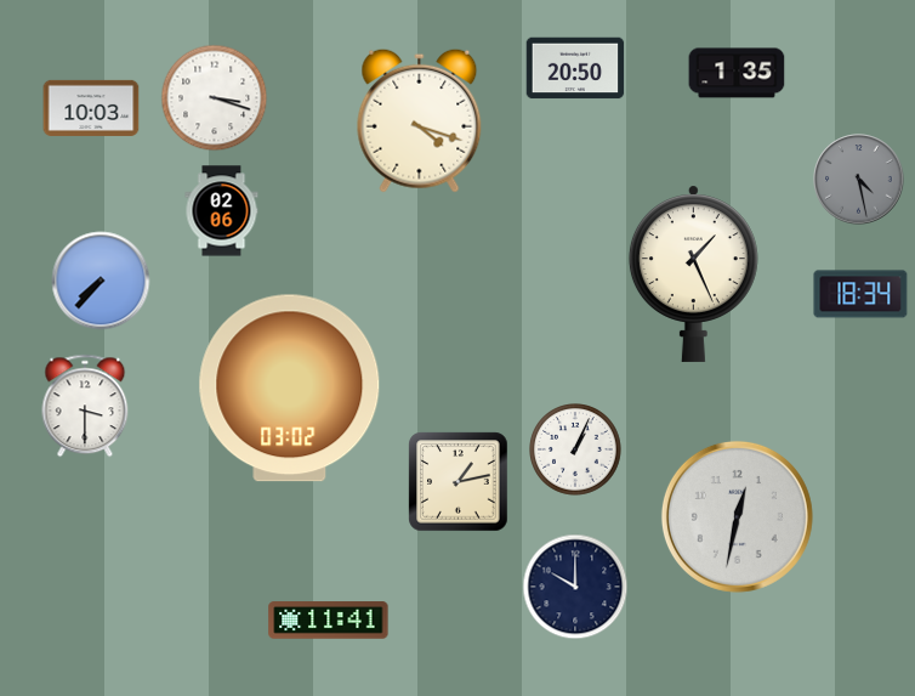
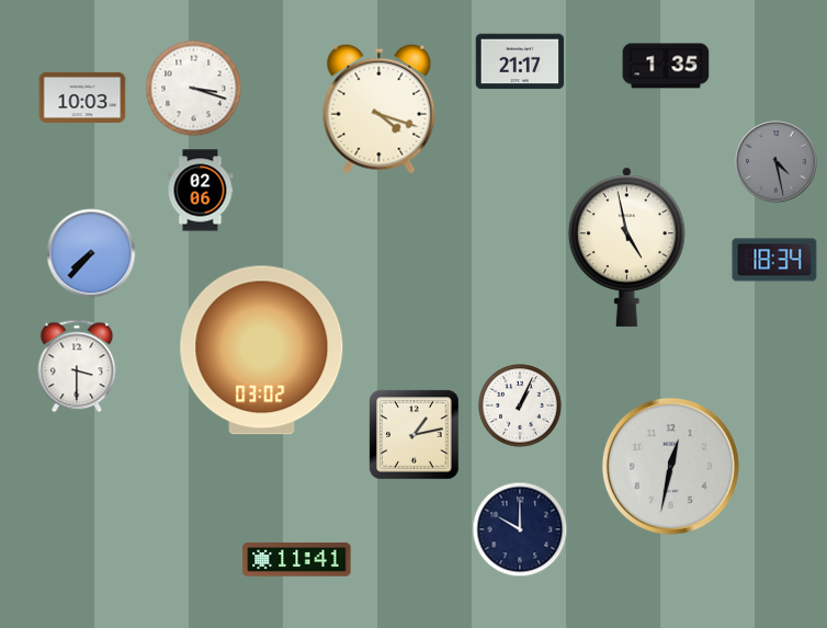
clock at (575, 68): 20:50 -> 21:17
clock at (693, 273): 1:26 -> 4:58
clock at (860, 294) position: (860, 294) -> (774, 260)
clock at (737, 516) position: (737, 516) -> (670, 466)
